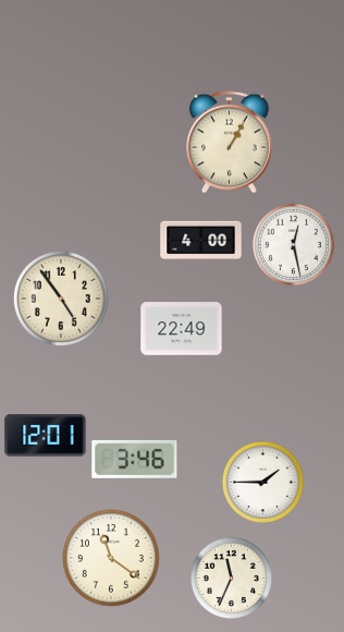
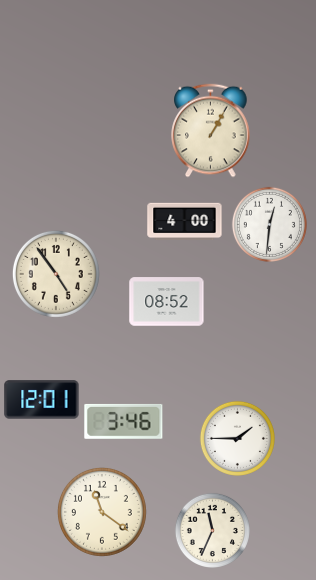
clock at (293, 244): 12:28 -> 12:31
clock at (182, 329): 22:49 -> 08:52
clock at (262, 482) position: (262, 482) -> (237, 438)
